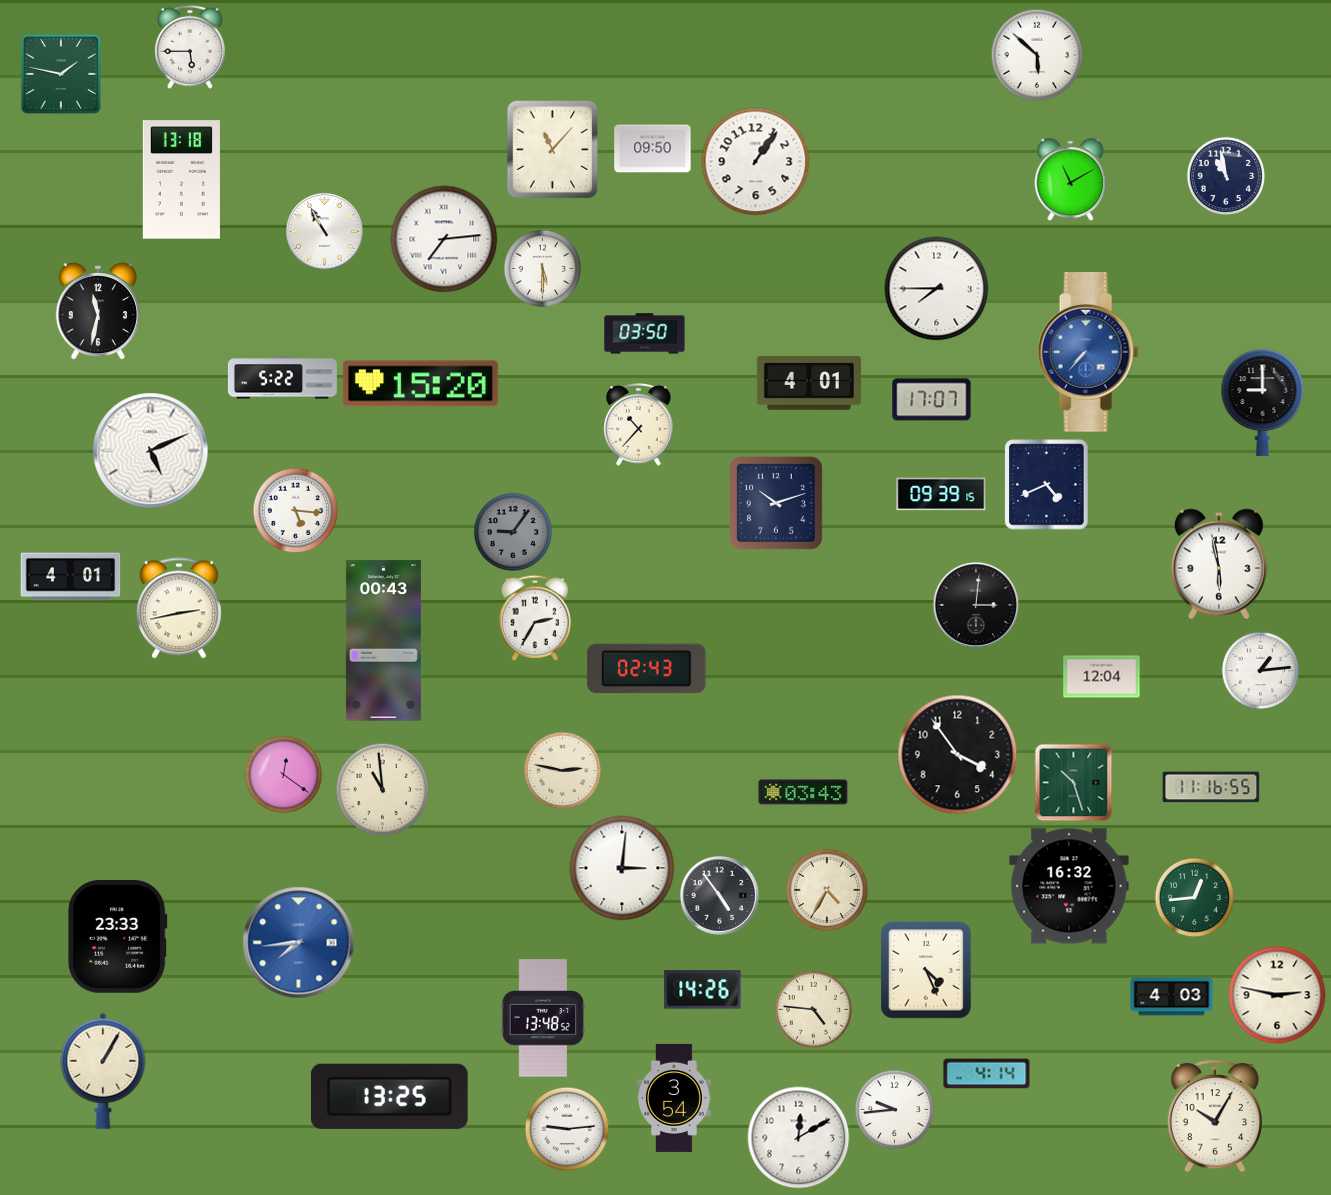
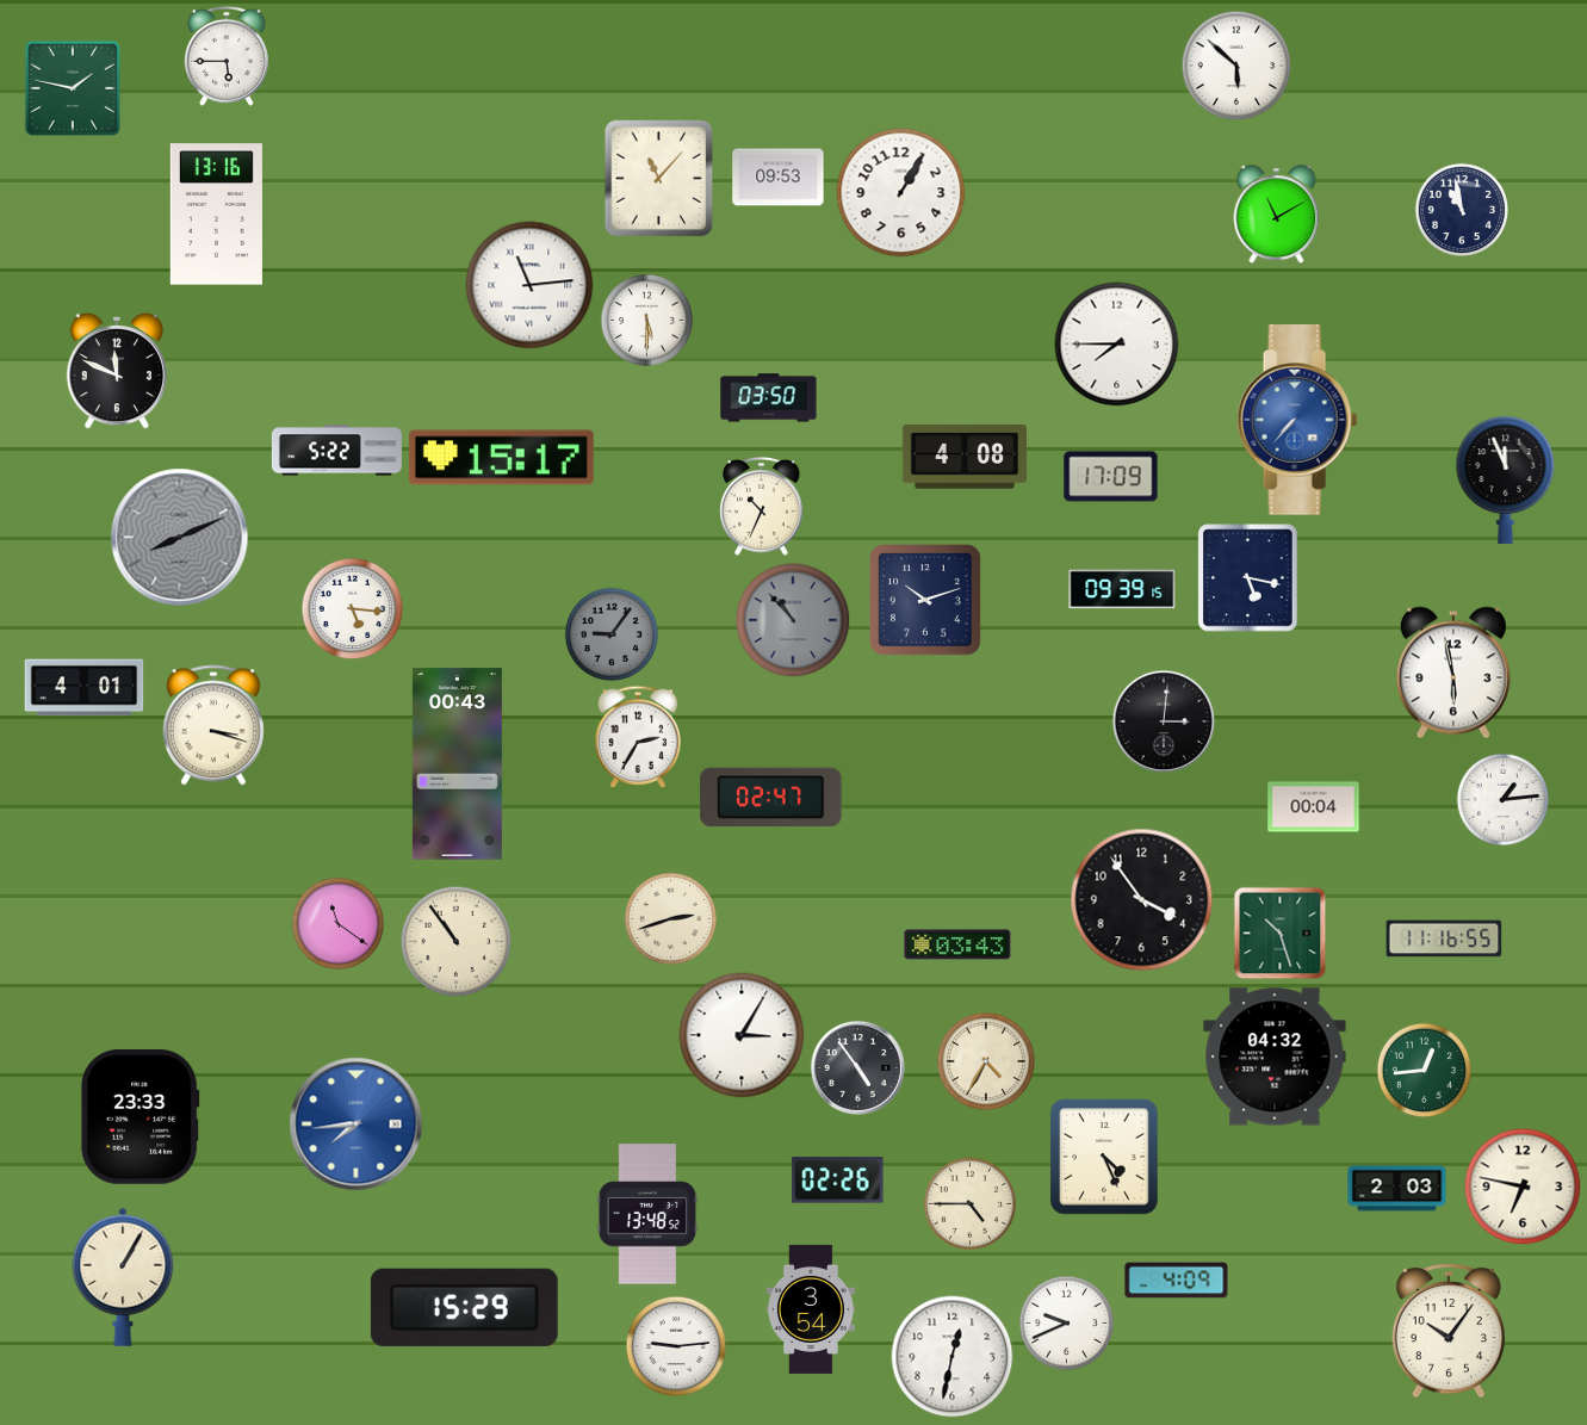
clock at (653, 149): 09:50 -> 09:53
clock at (756, 162): 1:06 -> 1:05
clock at (181, 180): 13:18 -> 13:16
clock at (324, 231): 10:55 -> none
clock at (444, 239): 7:14 -> 11:14
clock at (97, 311): 11:32 -> 11:49
clock at (809, 383): 4:01 -> 4:08
clock at (420, 384): 15:20 -> 15:17
clock at (932, 400): 17:07 -> 17:09
clock at (1263, 402): 9:00 -> 11:56
clock at (639, 424): 10:37 -> 10:34
clock at (151, 451): 5:11 -> 8:11
clock at (151, 451) dial: white -> grey
clock at (1047, 485): 4:41 -> 5:17
clock at (793, 620): none -> 10:53
clock at (179, 608): 2:43 -> 3:18
clock at (647, 669): 02:43 -> 02:47
clock at (1102, 677): 12:04 -> 00:04
clock at (562, 770): 2:47 -> 2:42
clock at (283, 774): 12:21 -> 11:21
clock at (382, 789): 10:59 -> 10:54
clock at (622, 868): 3:01 -> 3:05
clock at (1069, 886): 16:32 -> 04:32
clock at (703, 990): 14:26 -> 02:26
clock at (1277, 995): 2:47 -> 6:47
clock at (1172, 997): 4:03 -> 2:03
clock at (813, 1009): 4:46 -> 4:45
clock at (987, 1074): 4:14 -> 4:09
clock at (389, 1096): 13:25 -> 15:29
clock at (675, 1098) position: (675, 1098) -> (812, 1309)
clock at (894, 1109): 9:44 -> 9:41
clock at (1214, 1116): 10:05 -> 10:06
clock at (799, 1138): 12:10 -> 12:32
